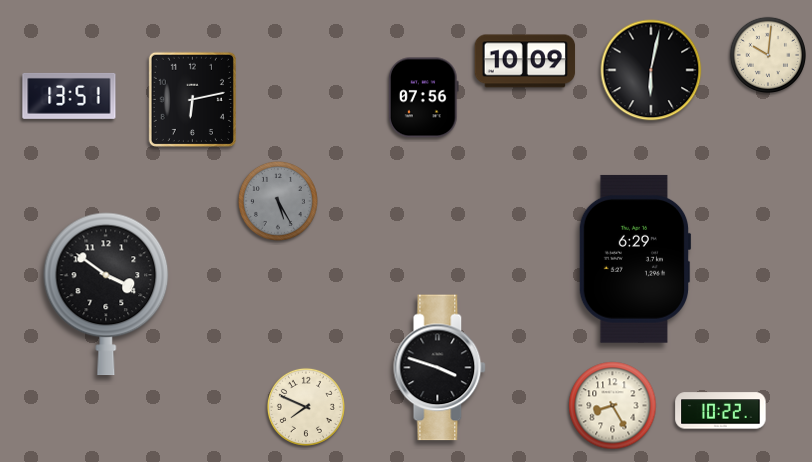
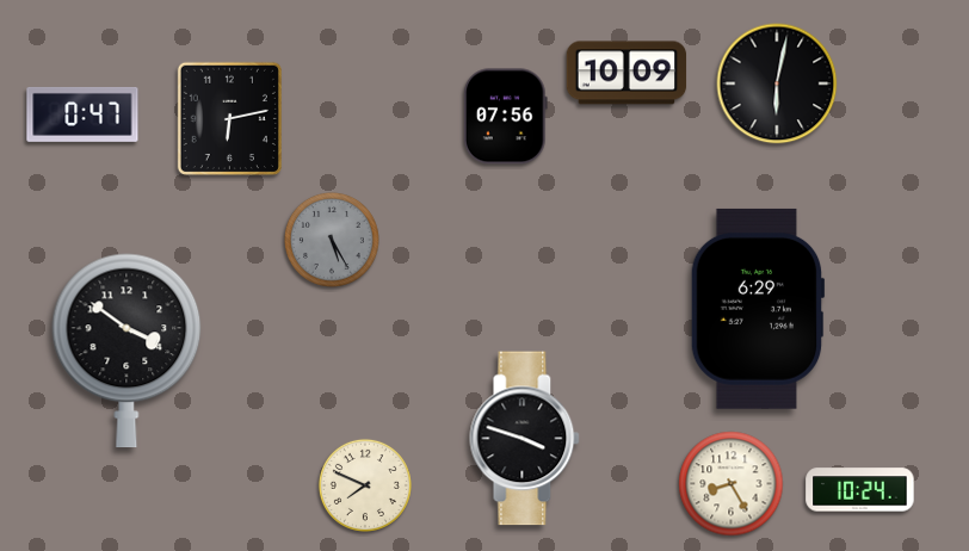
clock at (767, 54): 10:01 -> none
clock at (69, 96): 13:51 -> 0:47
clock at (721, 411): 10:22 -> 10:24
